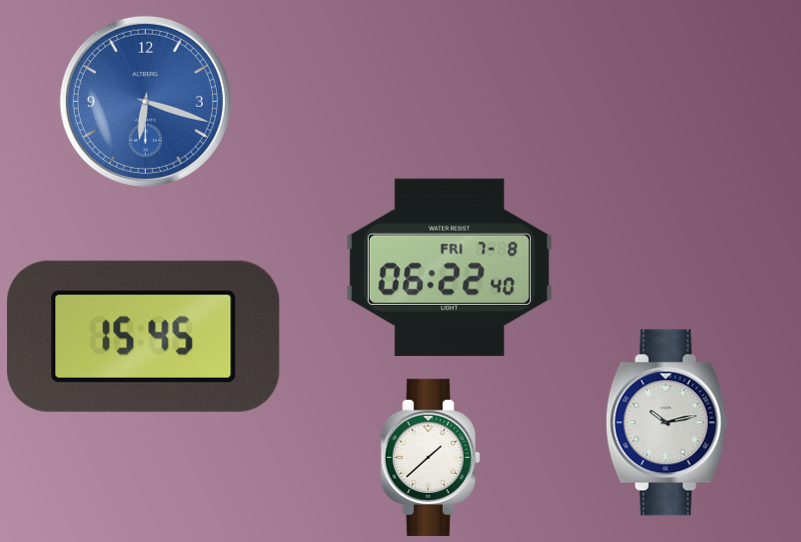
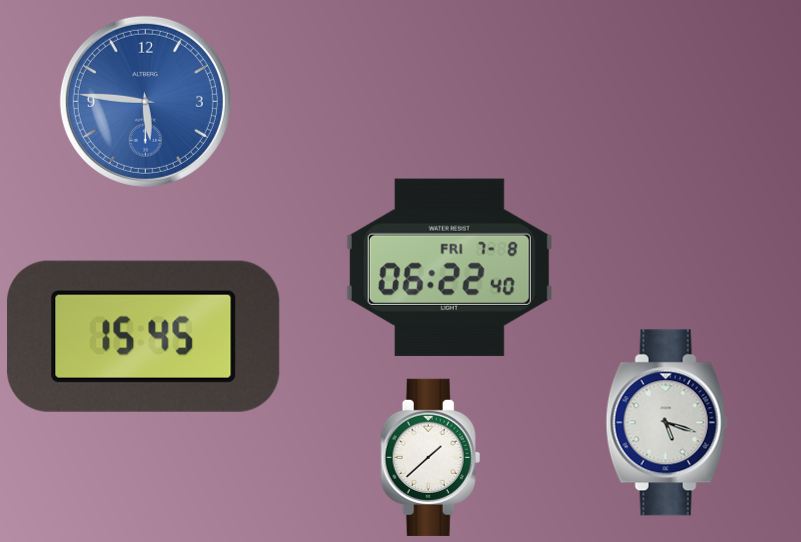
clock at (145, 101): 6:18 -> 5:46
clock at (667, 423): 10:13 -> 5:18
